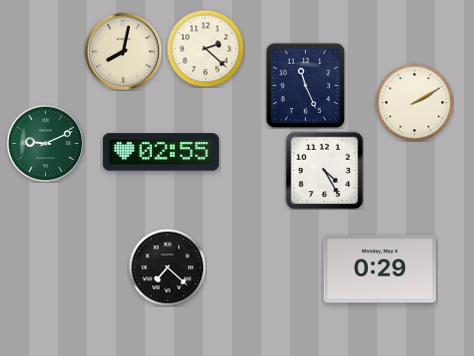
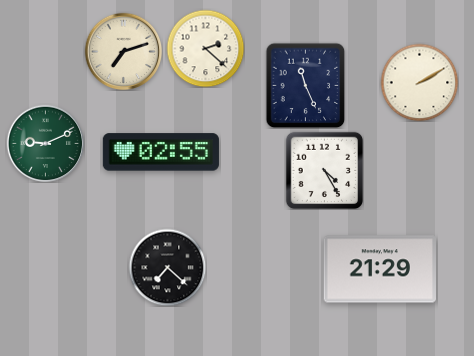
clock at (123, 51): 8:02 -> 7:12
clock at (414, 102) position: (414, 102) -> (419, 82)
clock at (379, 269): 0:29 -> 21:29
